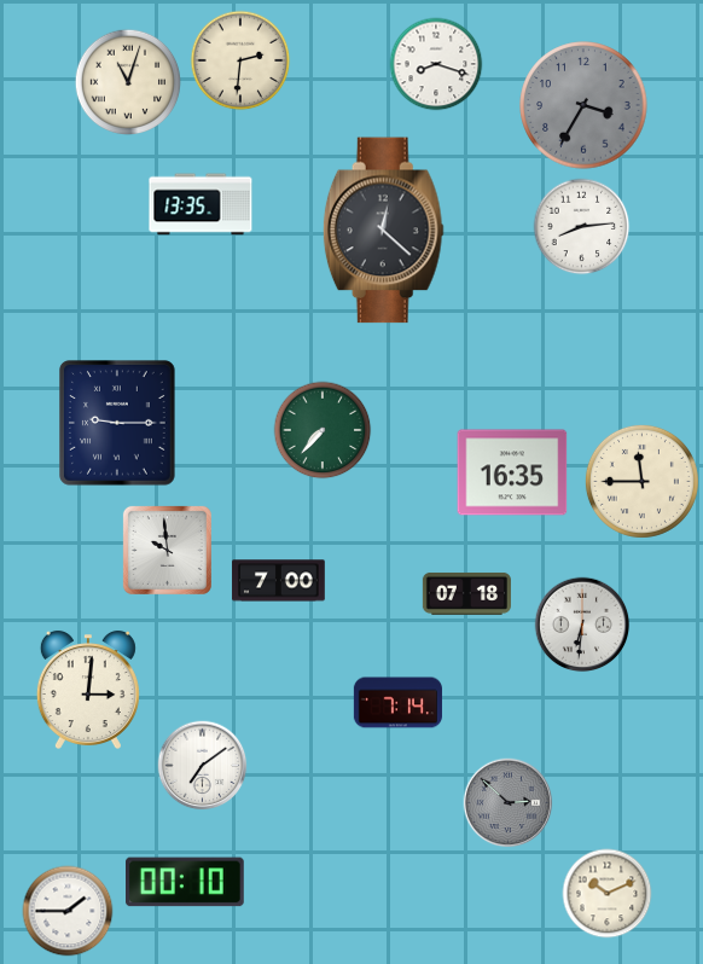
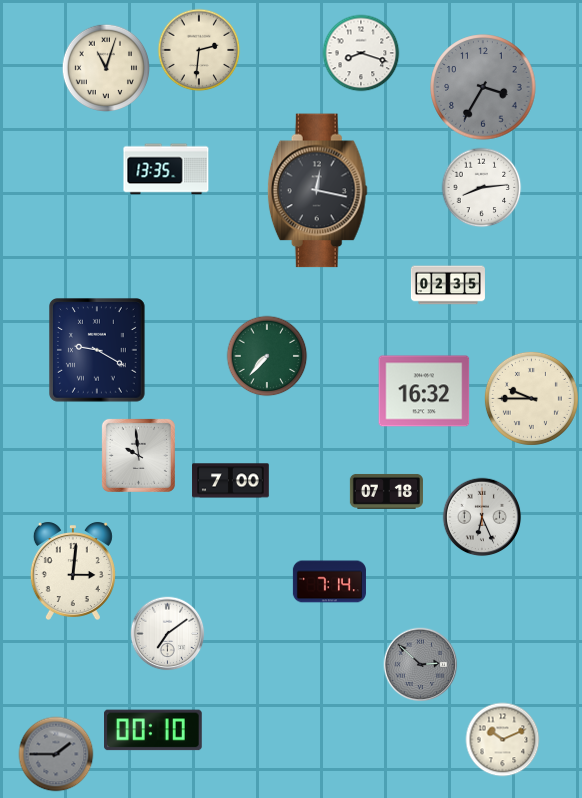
clock at (383, 231): 12:22 -> 12:17
clock at (448, 285): none -> 02:35
clock at (118, 424): 9:15 -> 9:20
clock at (512, 472): 16:35 -> 16:32
clock at (641, 481): 11:45 -> 9:45
clock at (582, 625): 6:31 -> 6:26
clock at (68, 911) dial: white -> grey
